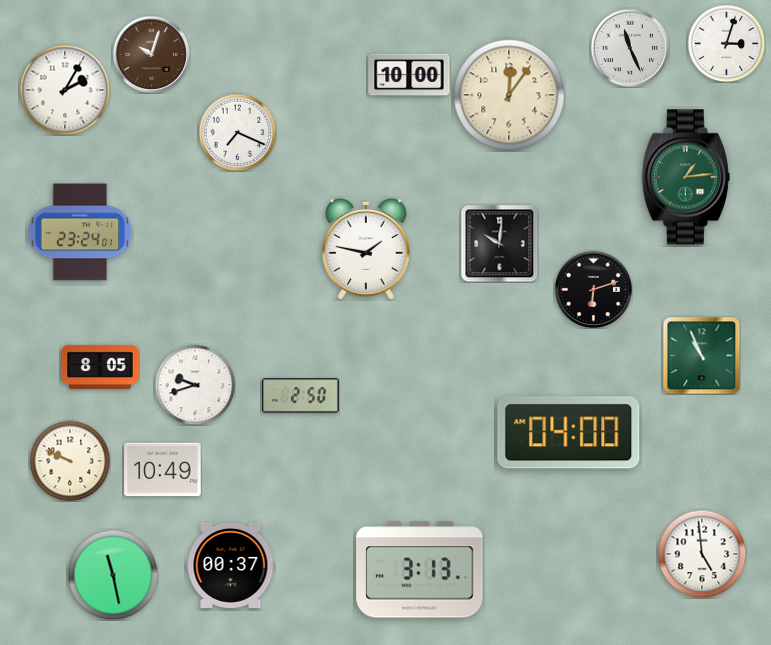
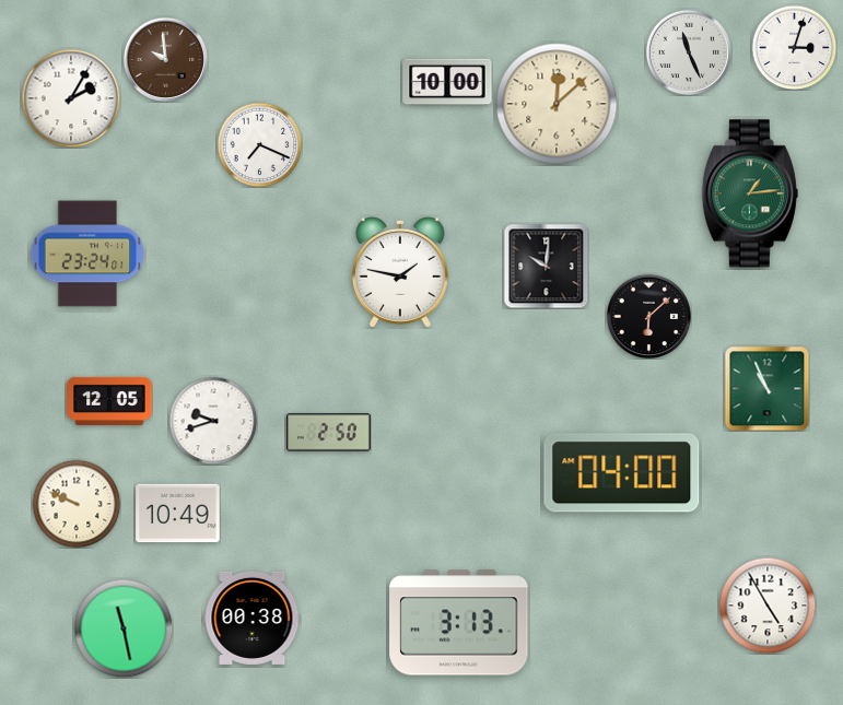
clock at (151, 54): 10:03 -> 9:59
clock at (509, 95): 12:06 -> 12:08
clock at (593, 289): 6:12 -> 6:08
clock at (100, 367): 8:05 -> 12:05
clock at (702, 554): 4:59 -> 4:55
clock at (231, 565): 00:37 -> 00:38
